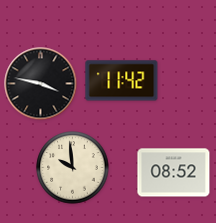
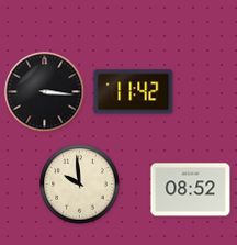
clock at (122, 81) position: (122, 81) -> (134, 92)
clock at (41, 84): 3:47 -> 3:16
